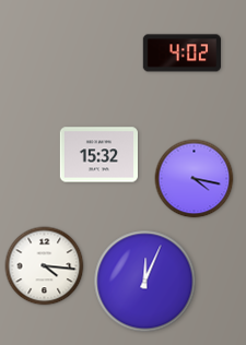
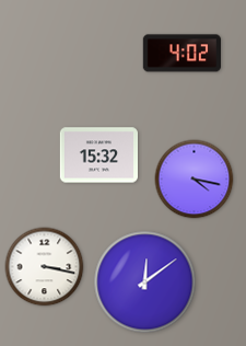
clock at (45, 266): 4:16 -> 3:17
clock at (145, 282): 12:04 -> 12:09
